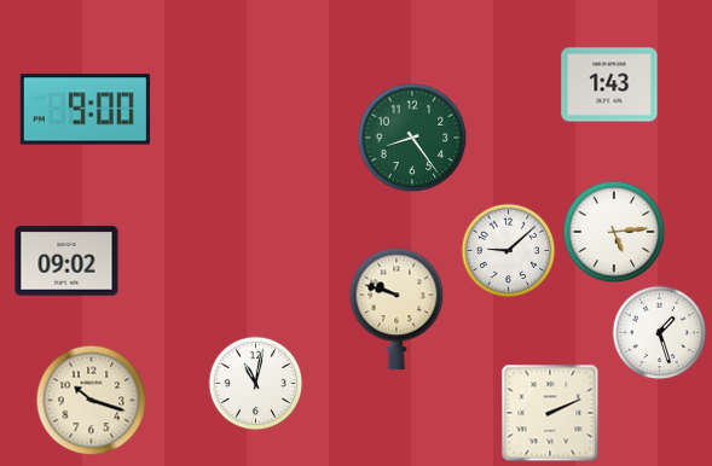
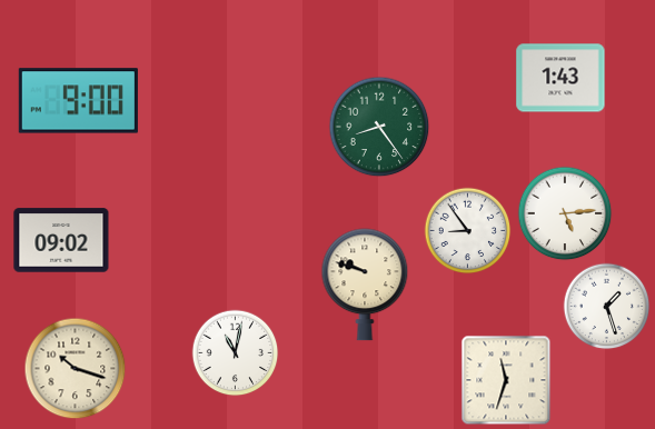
clock at (508, 250): 9:08 -> 8:54
clock at (91, 400) position: (91, 400) -> (75, 368)
clock at (550, 413): 2:11 -> 11:33
